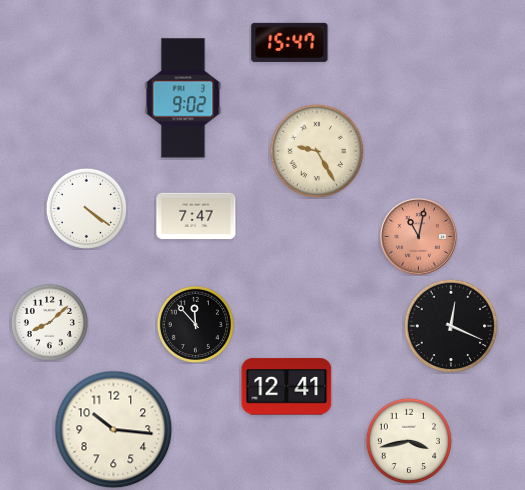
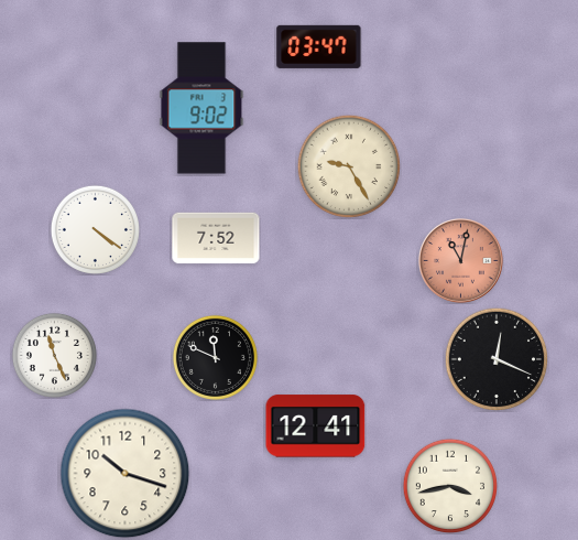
clock at (290, 42): 15:47 -> 03:47
clock at (196, 216): 7:47 -> 7:52
clock at (49, 322): 8:08 -> 11:26
clock at (195, 324): 11:53 -> 11:49
clock at (114, 430): 10:16 -> 10:18
